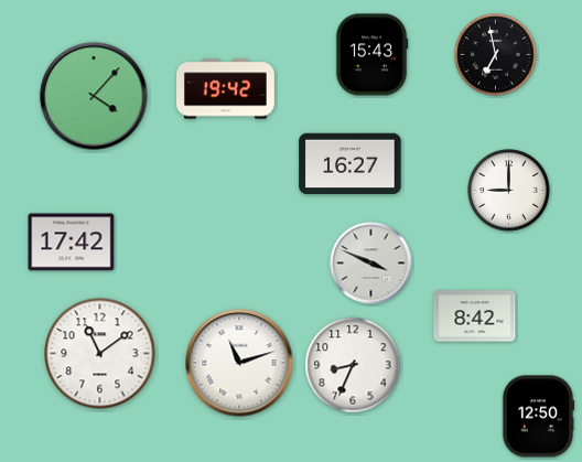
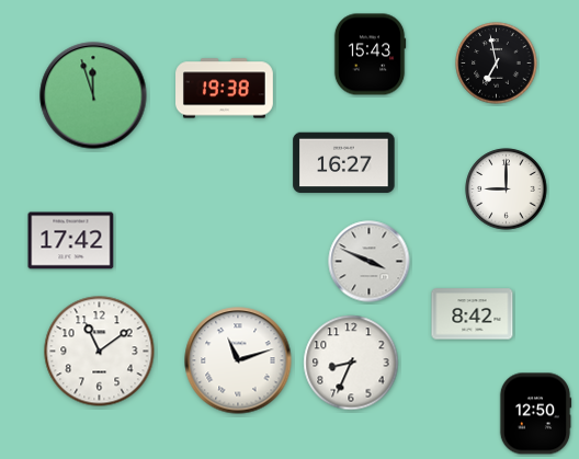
clock at (496, 55) position: (496, 55) -> (497, 64)
clock at (226, 89): 19:42 -> 19:38
clock at (94, 96): 4:07 -> 11:57
clock at (351, 164) position: (351, 164) -> (344, 163)
